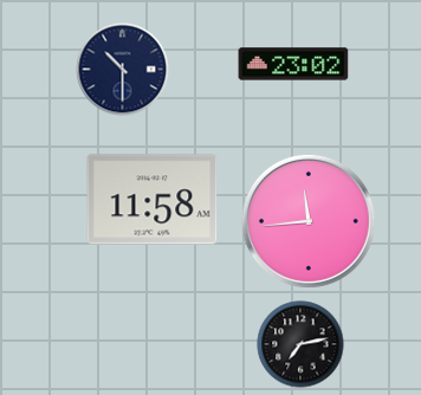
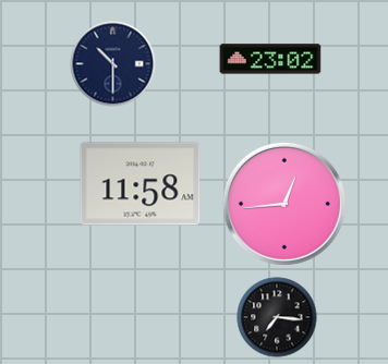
clock at (309, 221): 11:44 -> 12:44
clock at (300, 344): 7:13 -> 7:16
